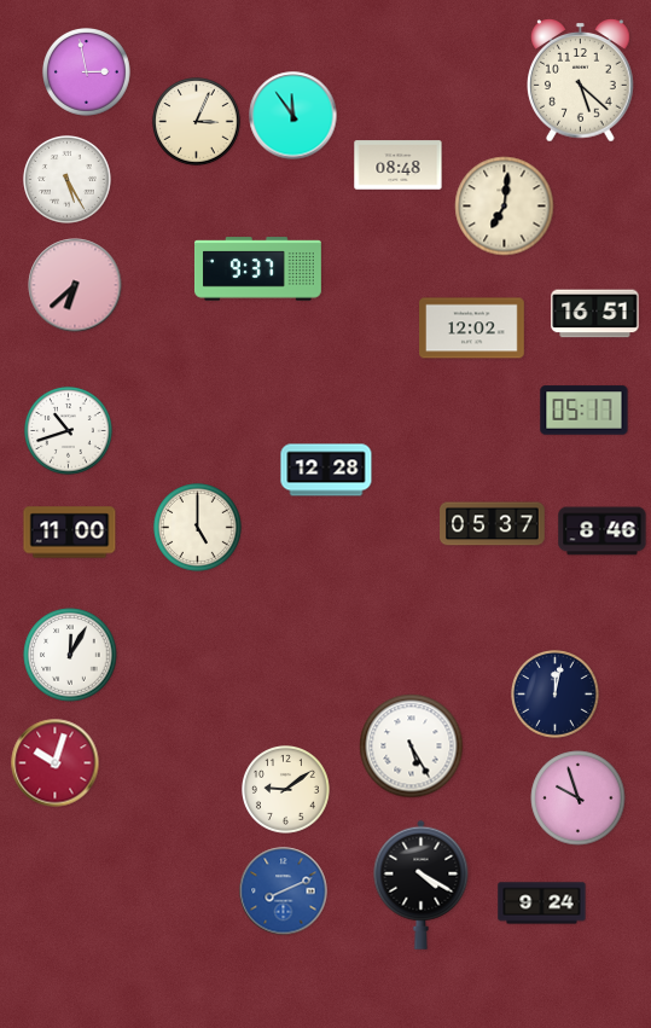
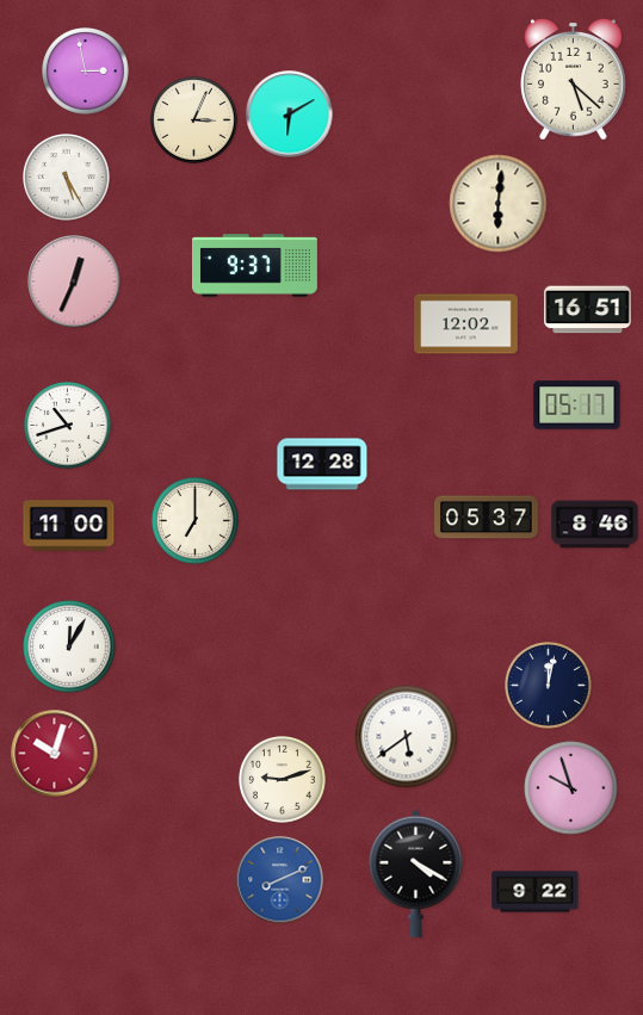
clock at (293, 116): 11:54 -> 6:10
clock at (399, 165): 08:48 -> none
clock at (505, 207): 7:01 -> 6:01
clock at (75, 285): 6:38 -> 12:34
clock at (198, 528): 5:00 -> 7:00
clock at (412, 747): 5:25 -> 5:39
clock at (286, 790): 9:09 -> 9:12
clock at (542, 904): 9:24 -> 9:22
